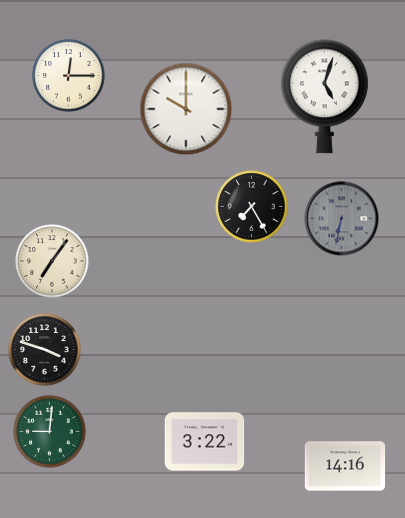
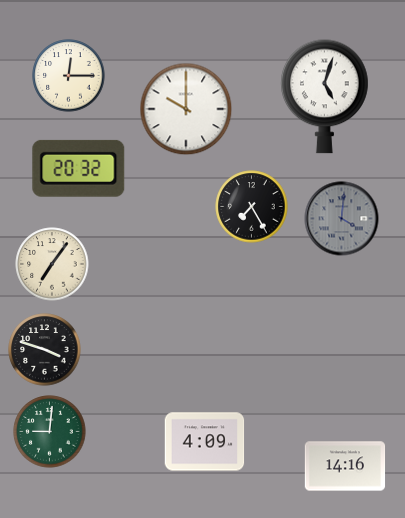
clock at (79, 168): none -> 20:32
clock at (342, 219): 6:32 -> 4:01
clock at (52, 261) position: (52, 261) -> (52, 264)
clock at (205, 442): 3:22 -> 4:09
